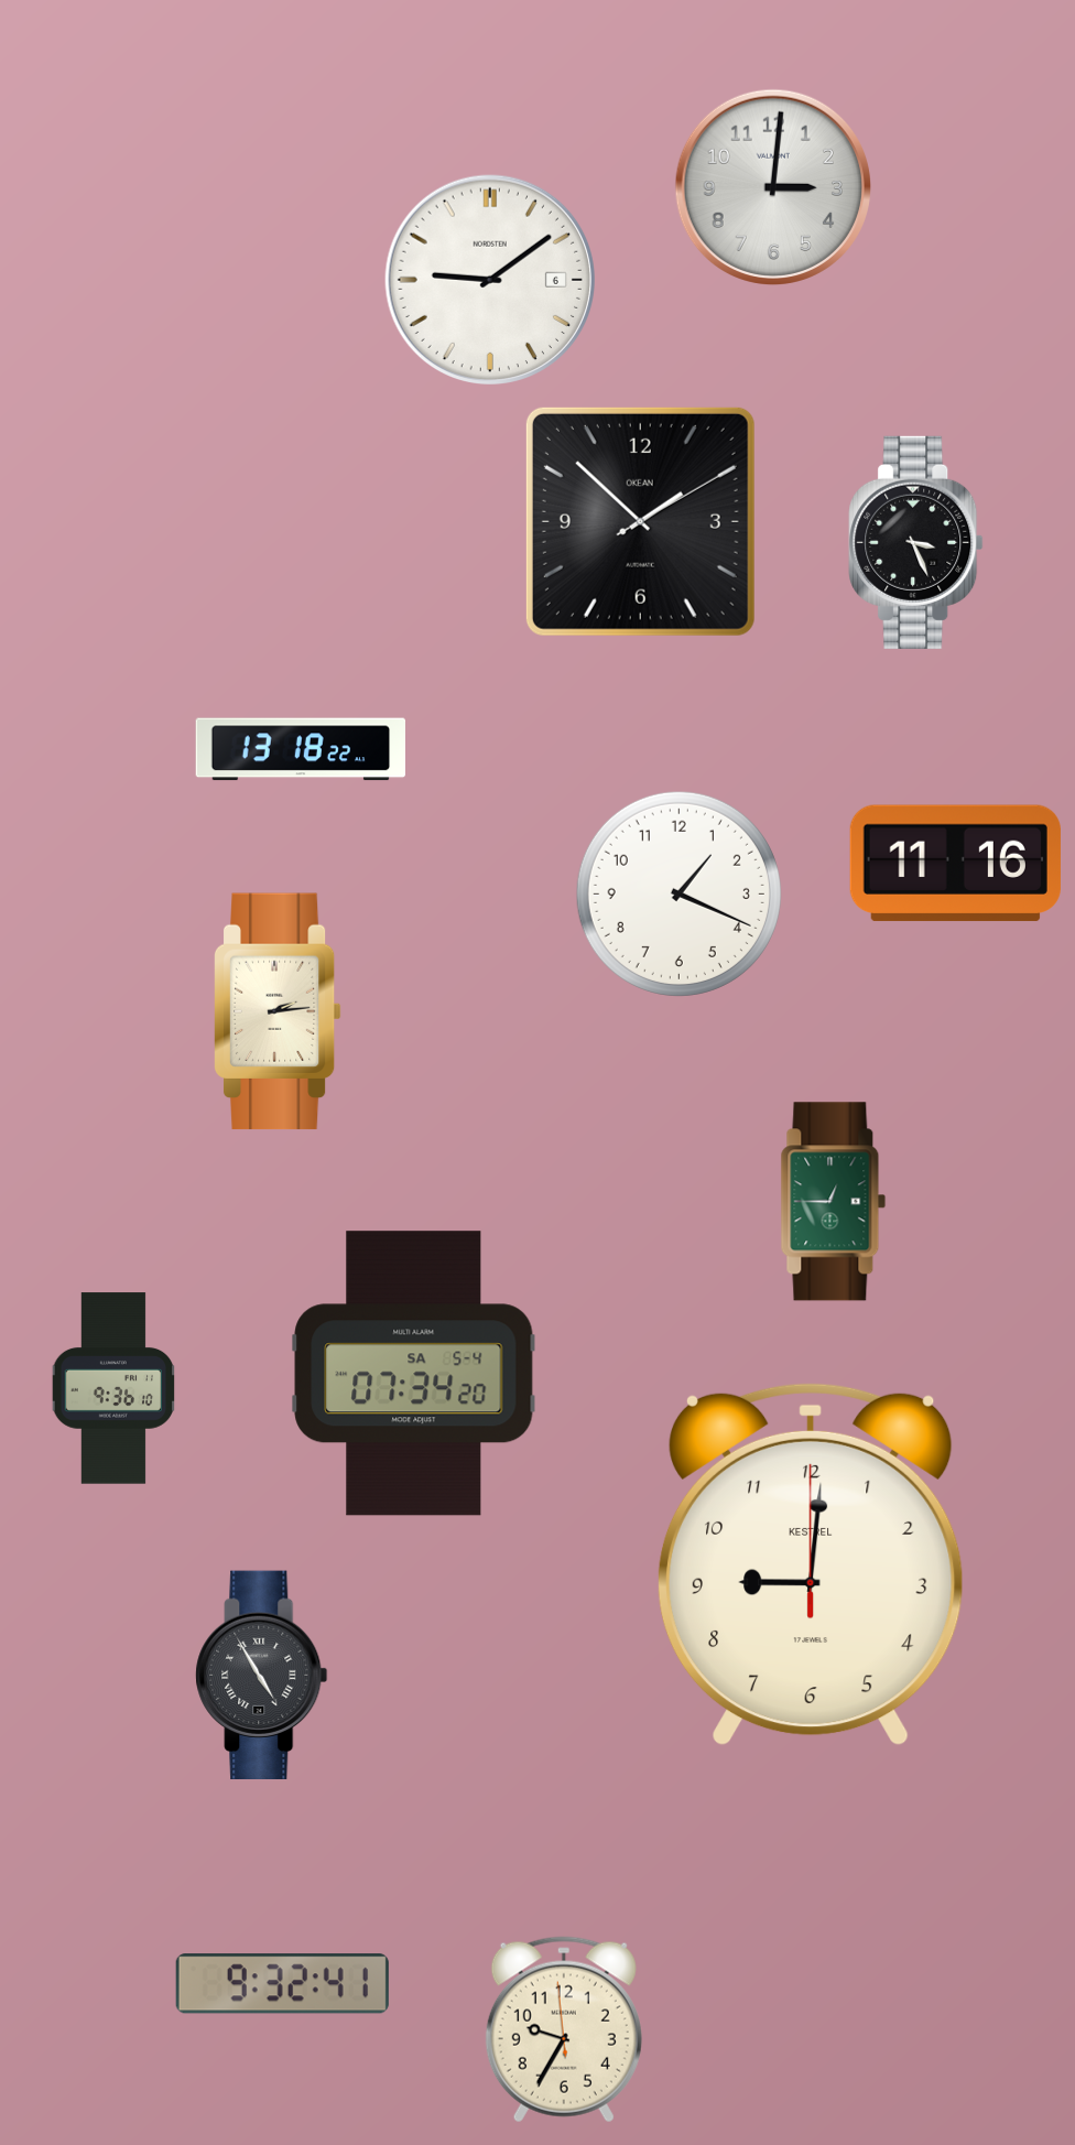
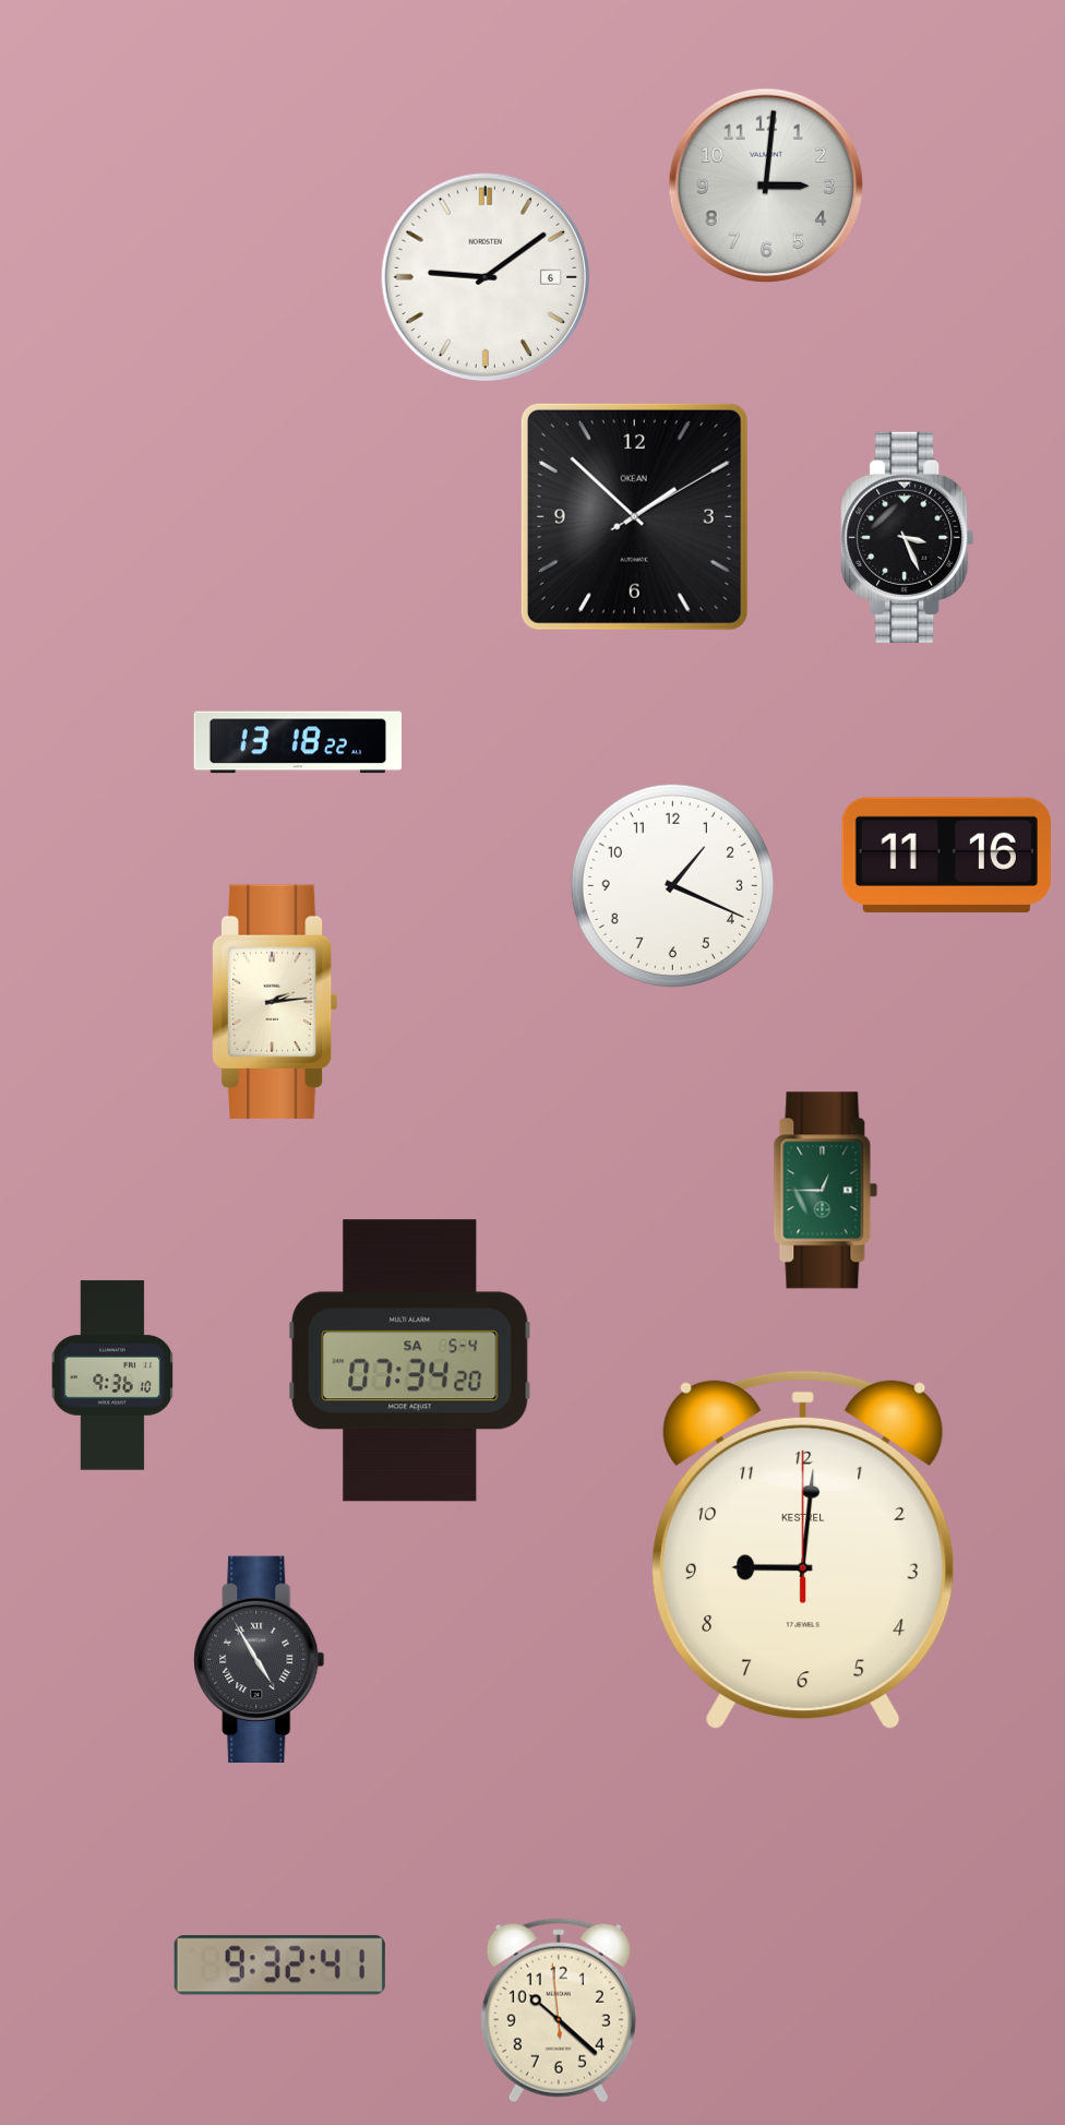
clock at (564, 2029): 9:34 -> 10:21
